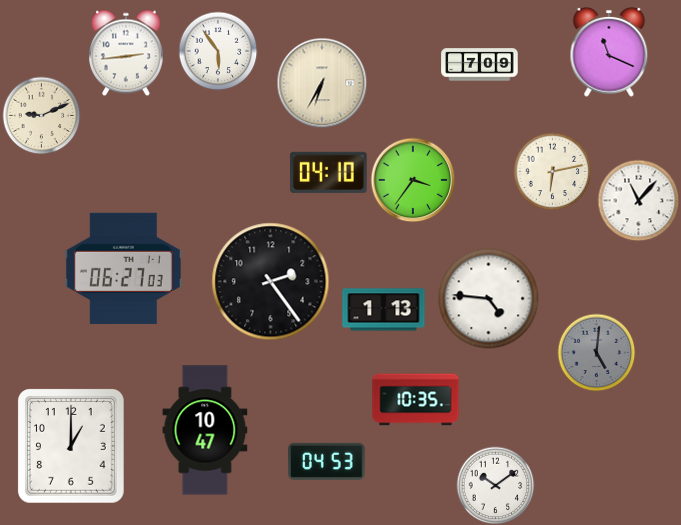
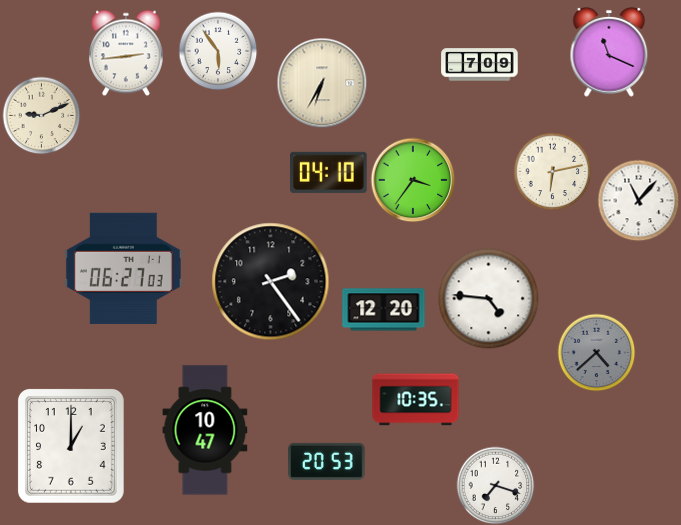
clock at (384, 310): 1:13 -> 12:20
clock at (596, 352): 5:01 -> 4:38
clock at (327, 461): 04:53 -> 20:53
clock at (495, 485): 10:09 -> 7:18
